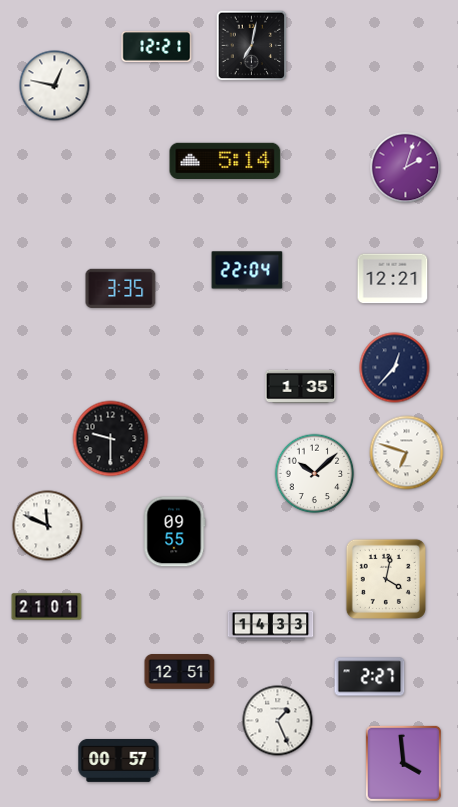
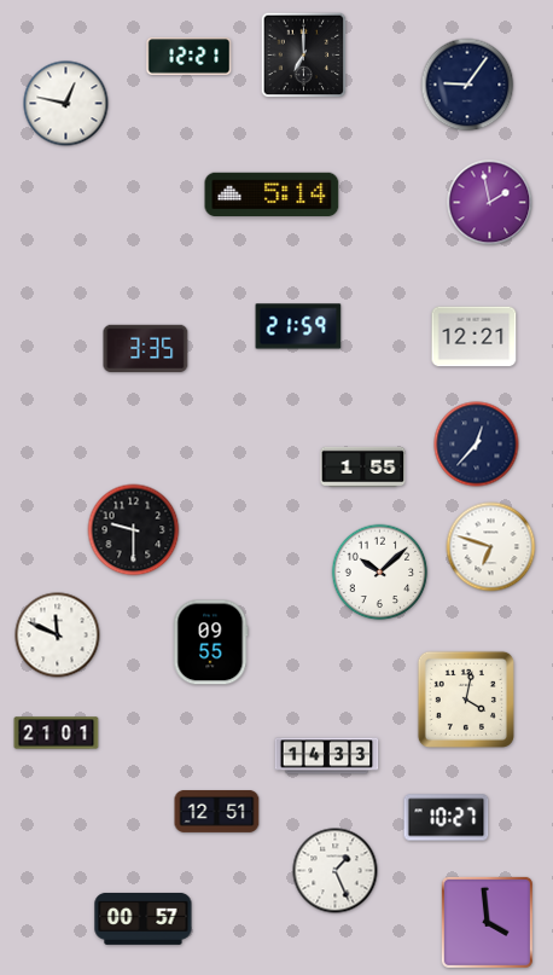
clock at (252, 46): 7:02 -> 7:00
clock at (467, 85): none -> 9:06
clock at (406, 168): 2:03 -> 1:58
clock at (247, 270): 22:04 -> 21:59
clock at (301, 386): 1:35 -> 1:55
clock at (370, 677): 2:27 -> 10:27
